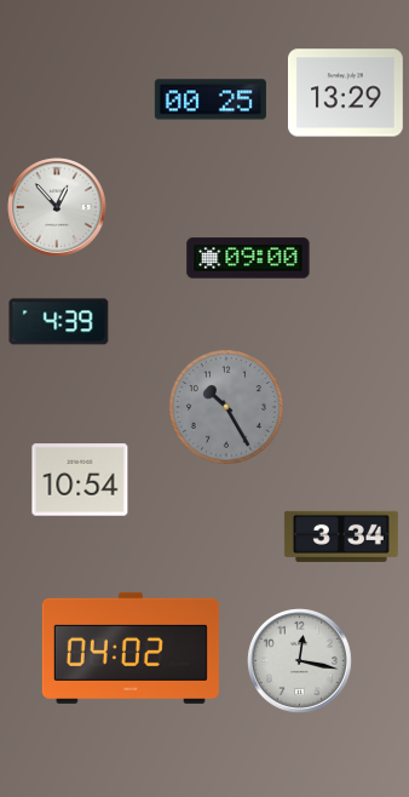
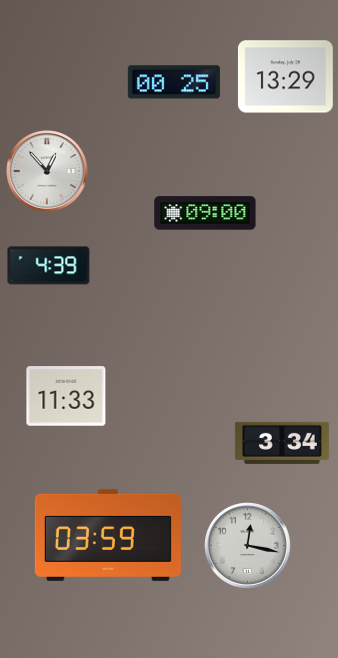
clock at (227, 408): 10:25 -> none
clock at (80, 480): 10:54 -> 11:33
clock at (131, 648): 04:02 -> 03:59
